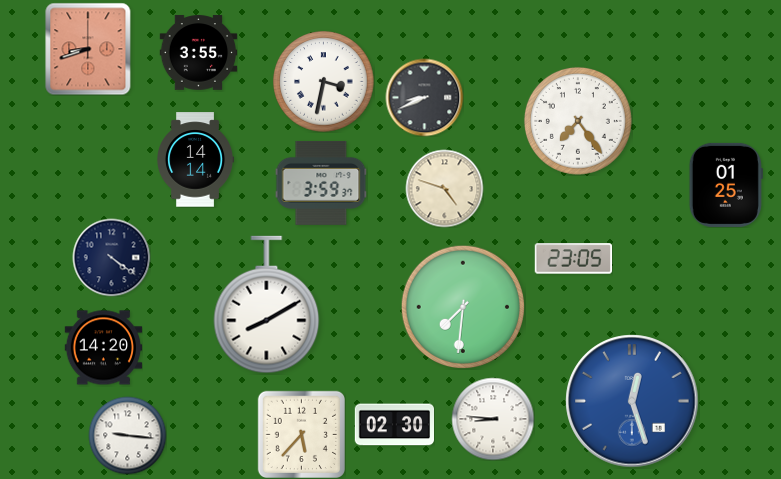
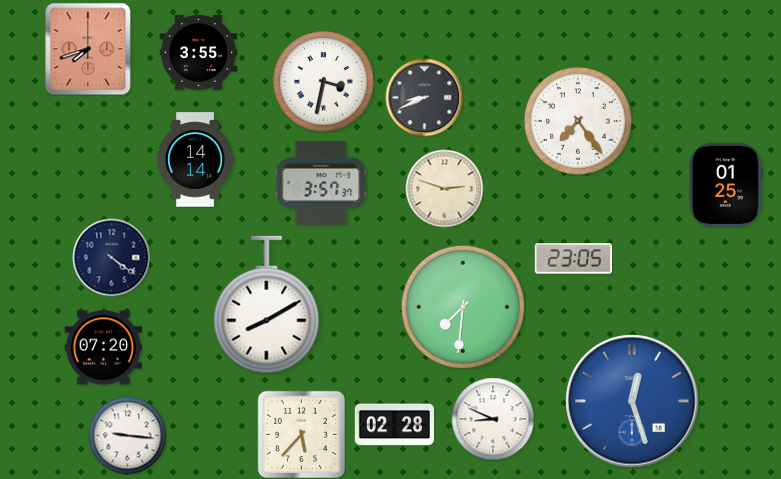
clock at (88, 49): 8:42 -> 7:42
clock at (321, 183): 3:59 -> 3:57
clock at (444, 188): 4:48 -> 2:48
clock at (103, 348): 14:20 -> 07:20
clock at (493, 419): 8:46 -> 8:49
clock at (394, 425): 02:30 -> 02:28
